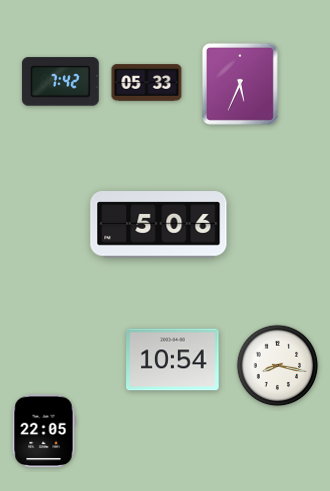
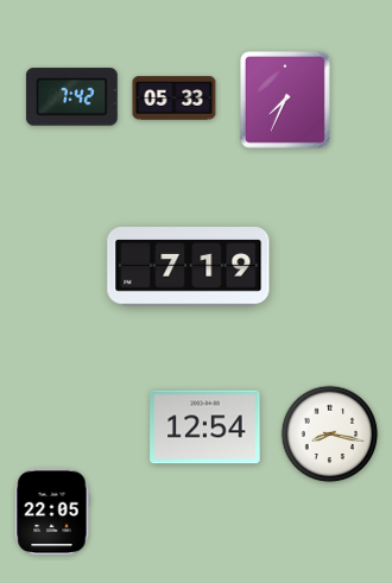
clock at (240, 84): 5:34 -> 7:34
clock at (159, 225): 5:06 -> 7:19
clock at (173, 360): 10:54 -> 12:54
